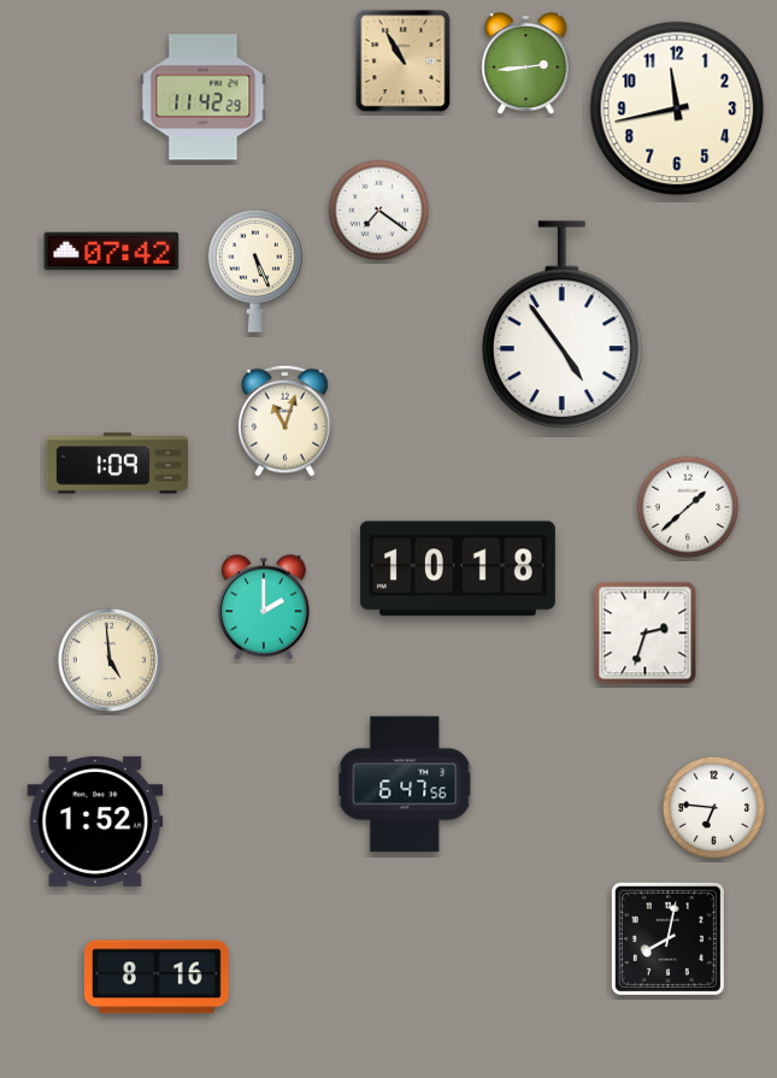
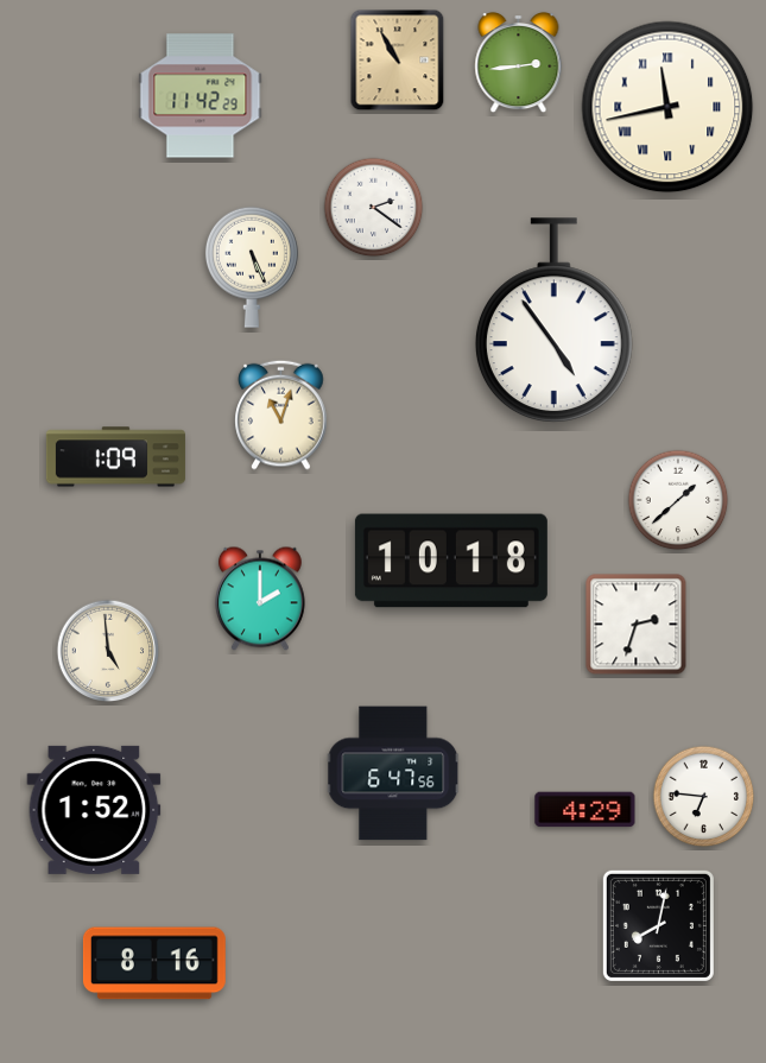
clock at (677, 108) numerals: Arabic -> Roman
clock at (379, 211): 7:21 -> 2:21
clock at (112, 252): 07:42 -> none
clock at (405, 784) position: (405, 784) -> (393, 773)
clock at (585, 810): none -> 4:29
